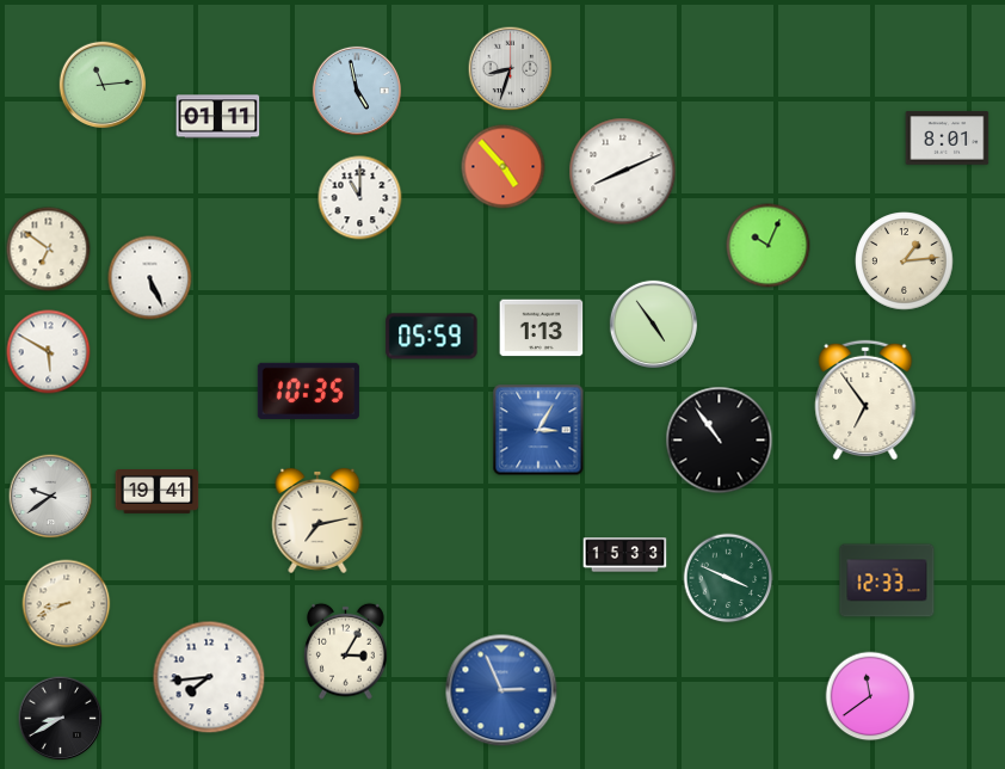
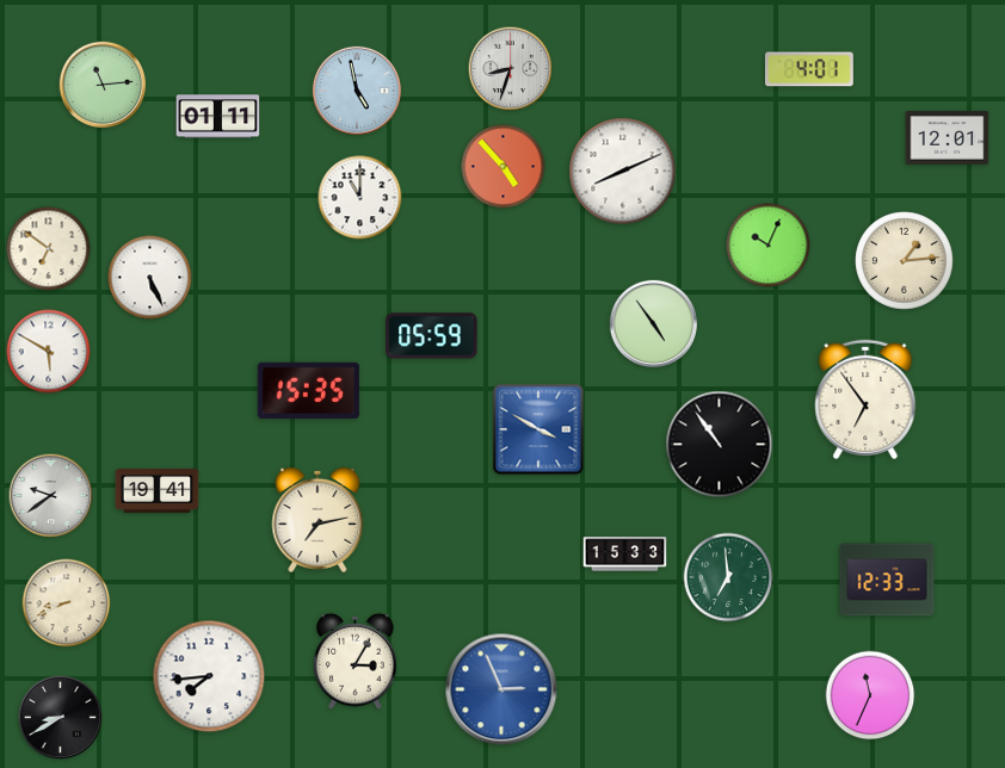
clock at (809, 69): none -> 4:01
clock at (948, 139): 8:01 -> 12:01
clock at (542, 328): 1:13 -> none
clock at (308, 390): 10:35 -> 15:35
clock at (538, 430): 3:05 -> 3:50
clock at (720, 441) position: (720, 441) -> (720, 445)
clock at (728, 578): 3:49 -> 6:59
clock at (346, 651) position: (346, 651) -> (356, 661)
clock at (870, 696): 11:39 -> 11:34
